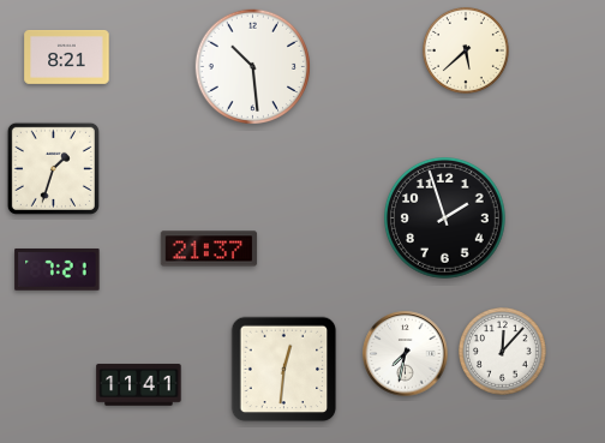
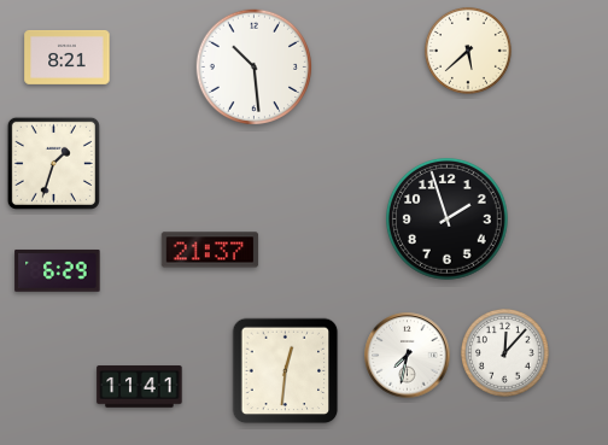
clock at (53, 168) position: (53, 168) -> (53, 163)
clock at (58, 269): 7:21 -> 6:29
